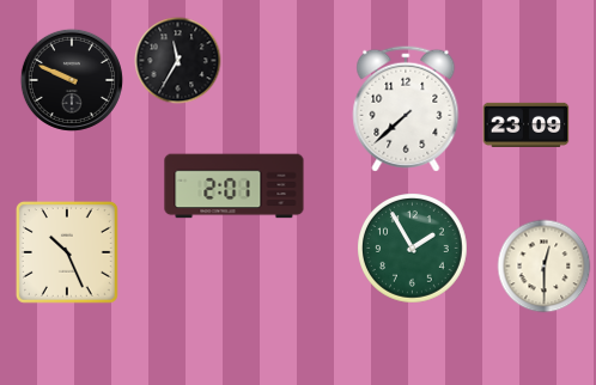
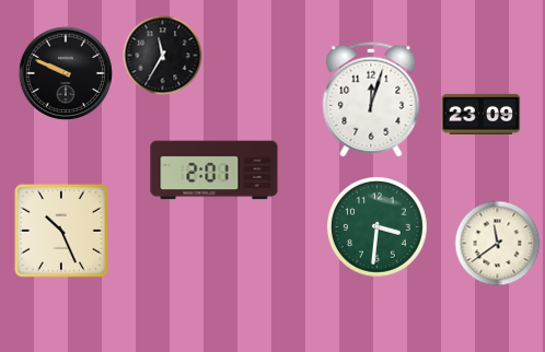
clock at (406, 109): 7:38 -> 12:03
clock at (413, 249): 1:55 -> 3:31
clock at (545, 267): 12:30 -> 11:39
